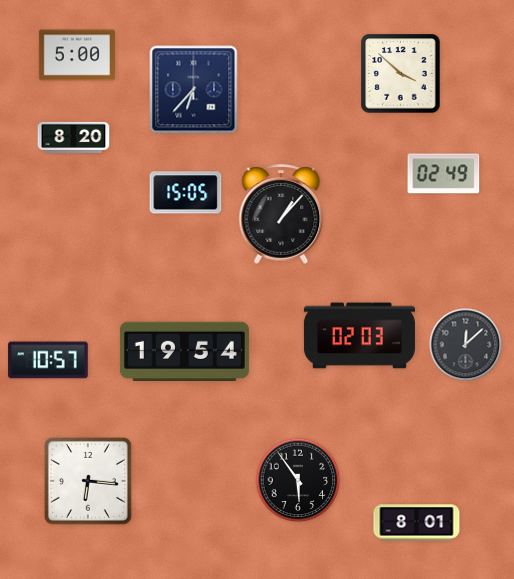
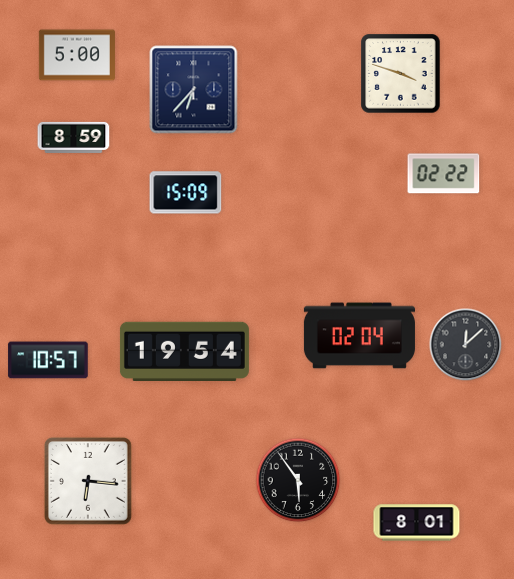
clock at (401, 74): 3:52 -> 3:48
clock at (74, 137): 8:20 -> 8:59
clock at (444, 174): 02:49 -> 02:22
clock at (186, 193): 15:05 -> 15:09
clock at (281, 214): 1:07 -> none
clock at (359, 336): 02:03 -> 02:04
